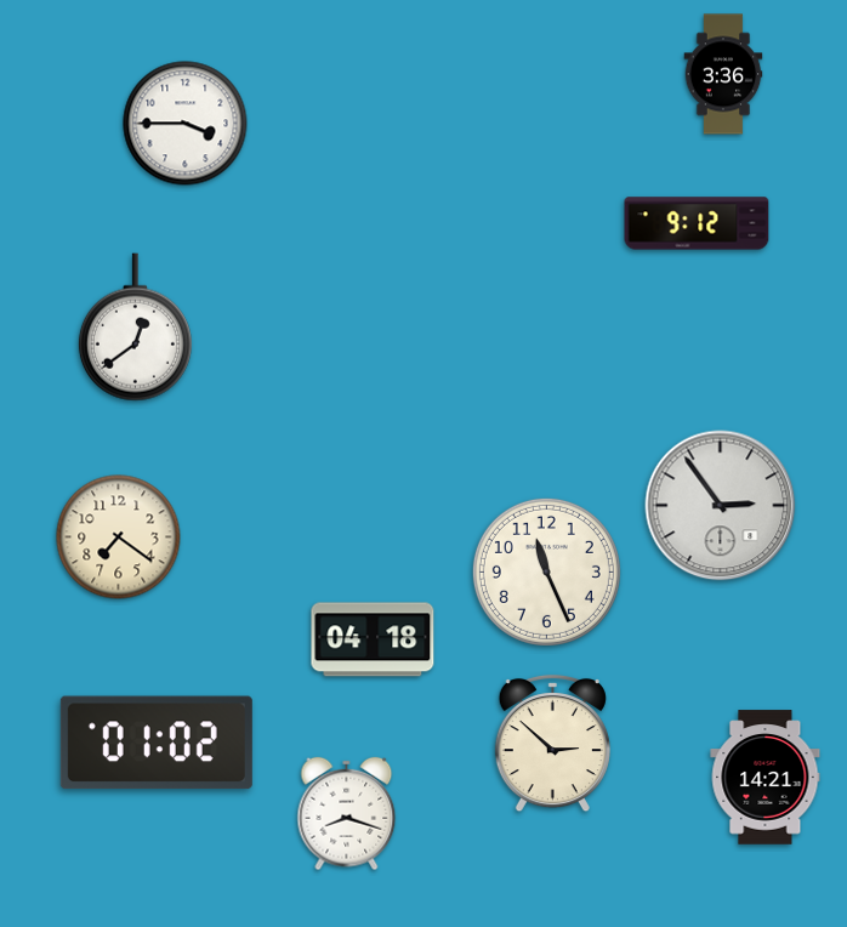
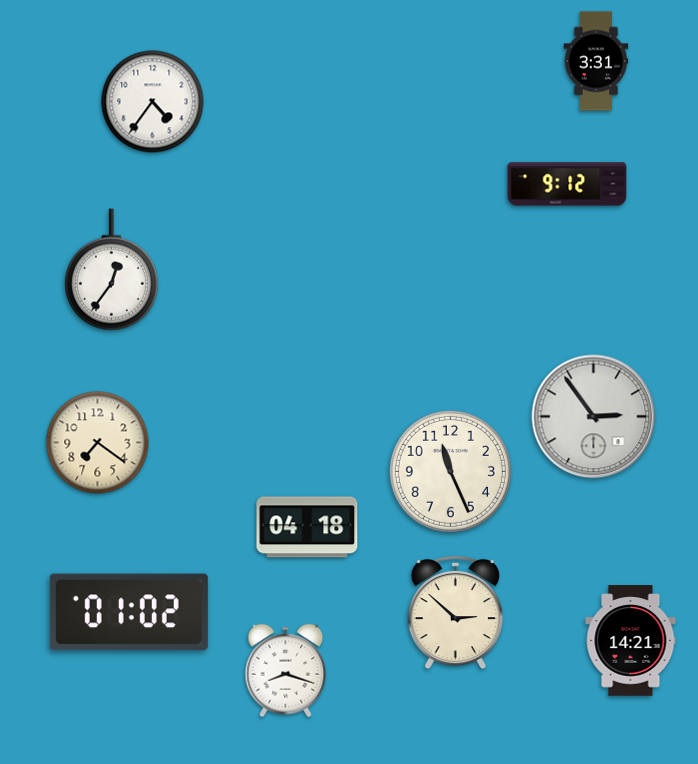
clock at (723, 74): 3:36 -> 3:31
clock at (186, 124): 3:45 -> 4:36
clock at (697, 223) position: (697, 223) -> (567, 184)
clock at (135, 328): 12:39 -> 12:36
